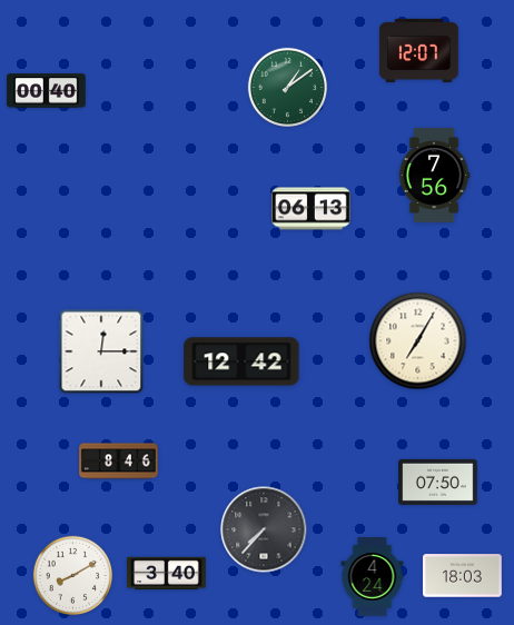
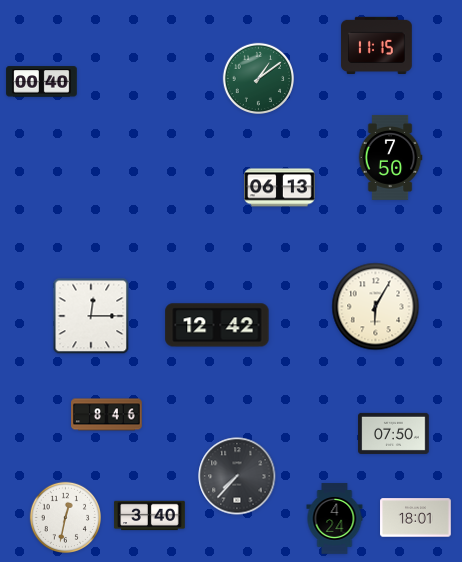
clock at (419, 50): 12:07 -> 11:15
clock at (434, 175): 7:56 -> 7:50
clock at (418, 341): 7:05 -> 6:05
clock at (72, 575): 8:10 -> 12:32
clock at (463, 576): 18:03 -> 18:01
